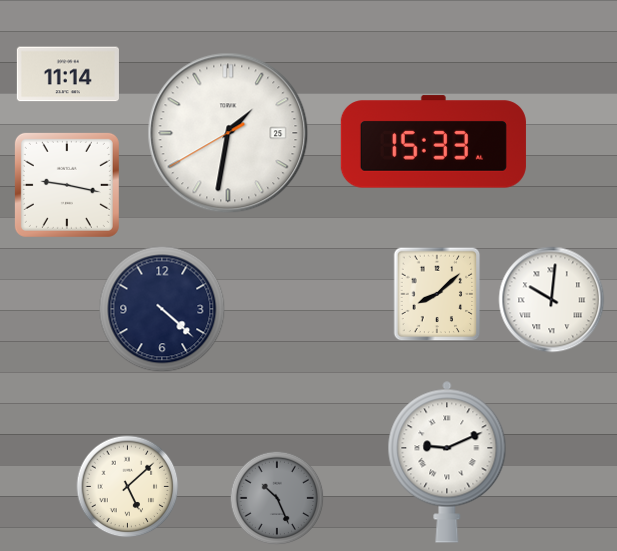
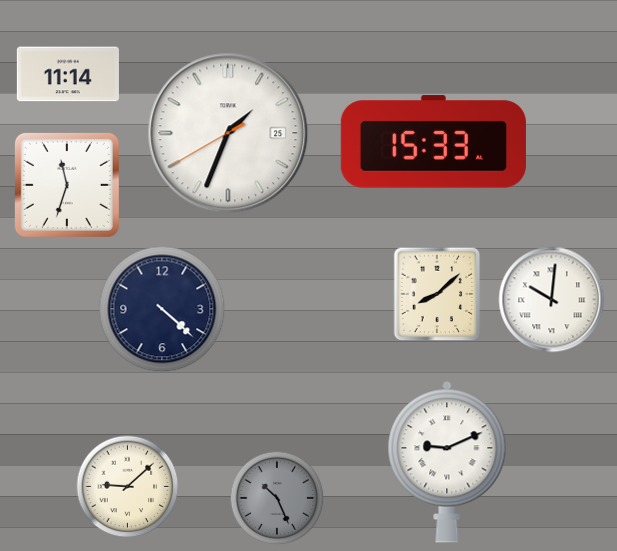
clock at (228, 133): 1:31 -> 1:33
clock at (67, 185): 9:17 -> 11:33
clock at (128, 487): 5:08 -> 9:08
